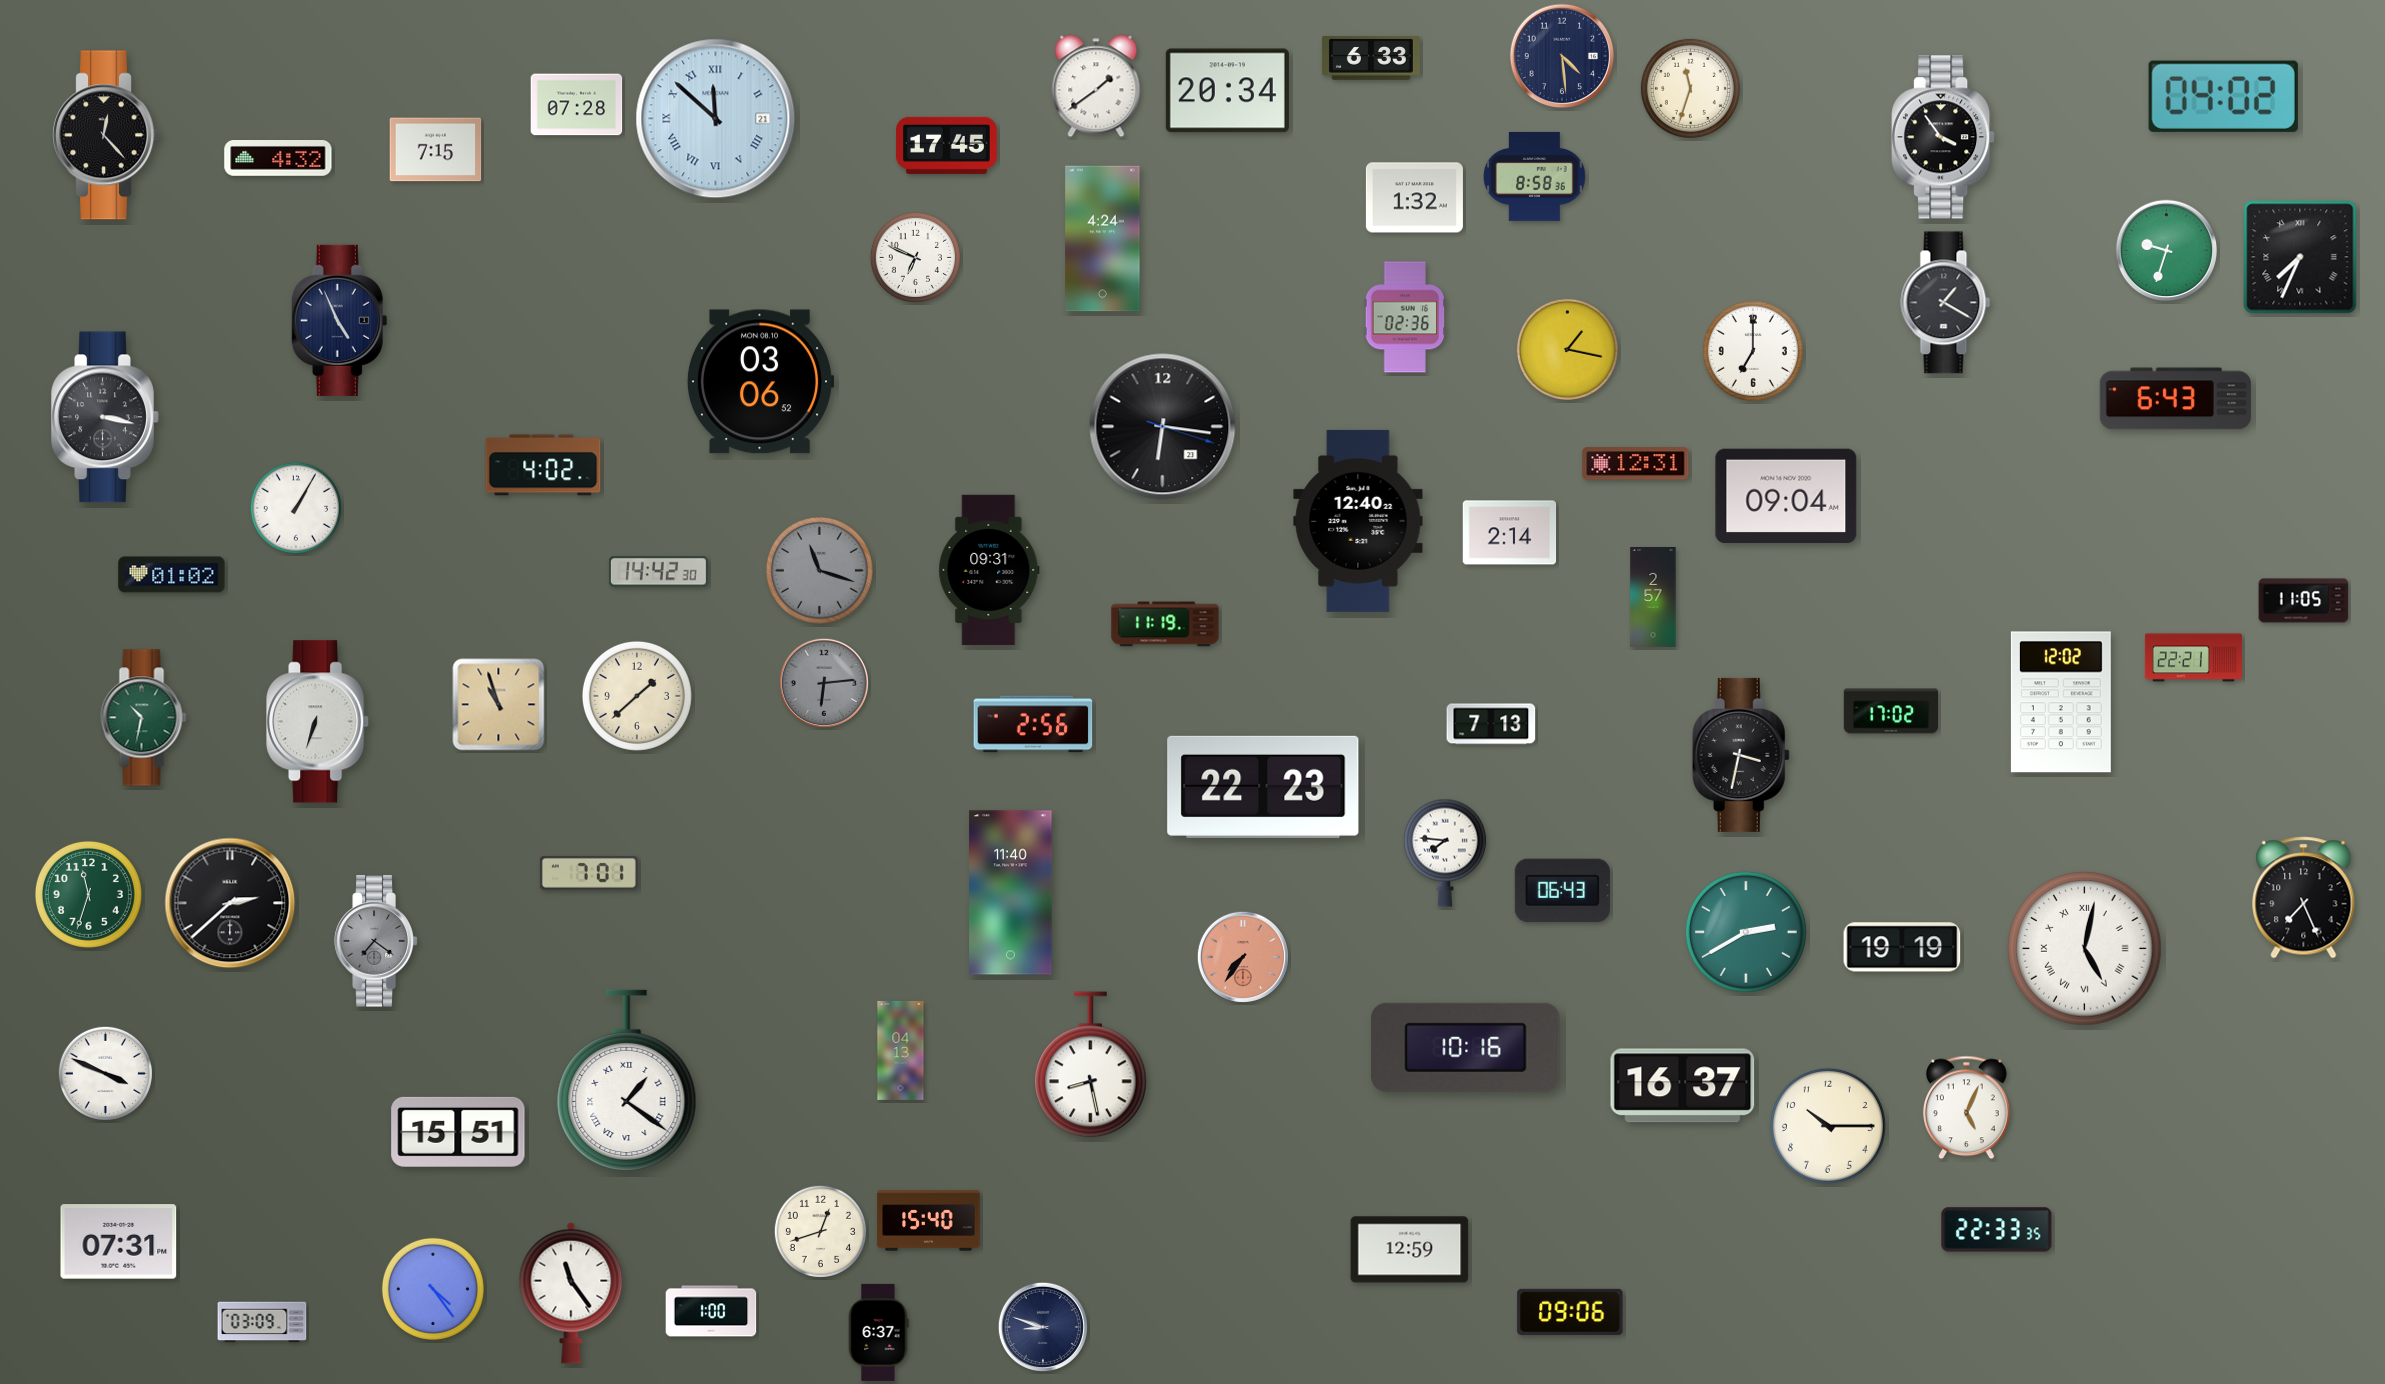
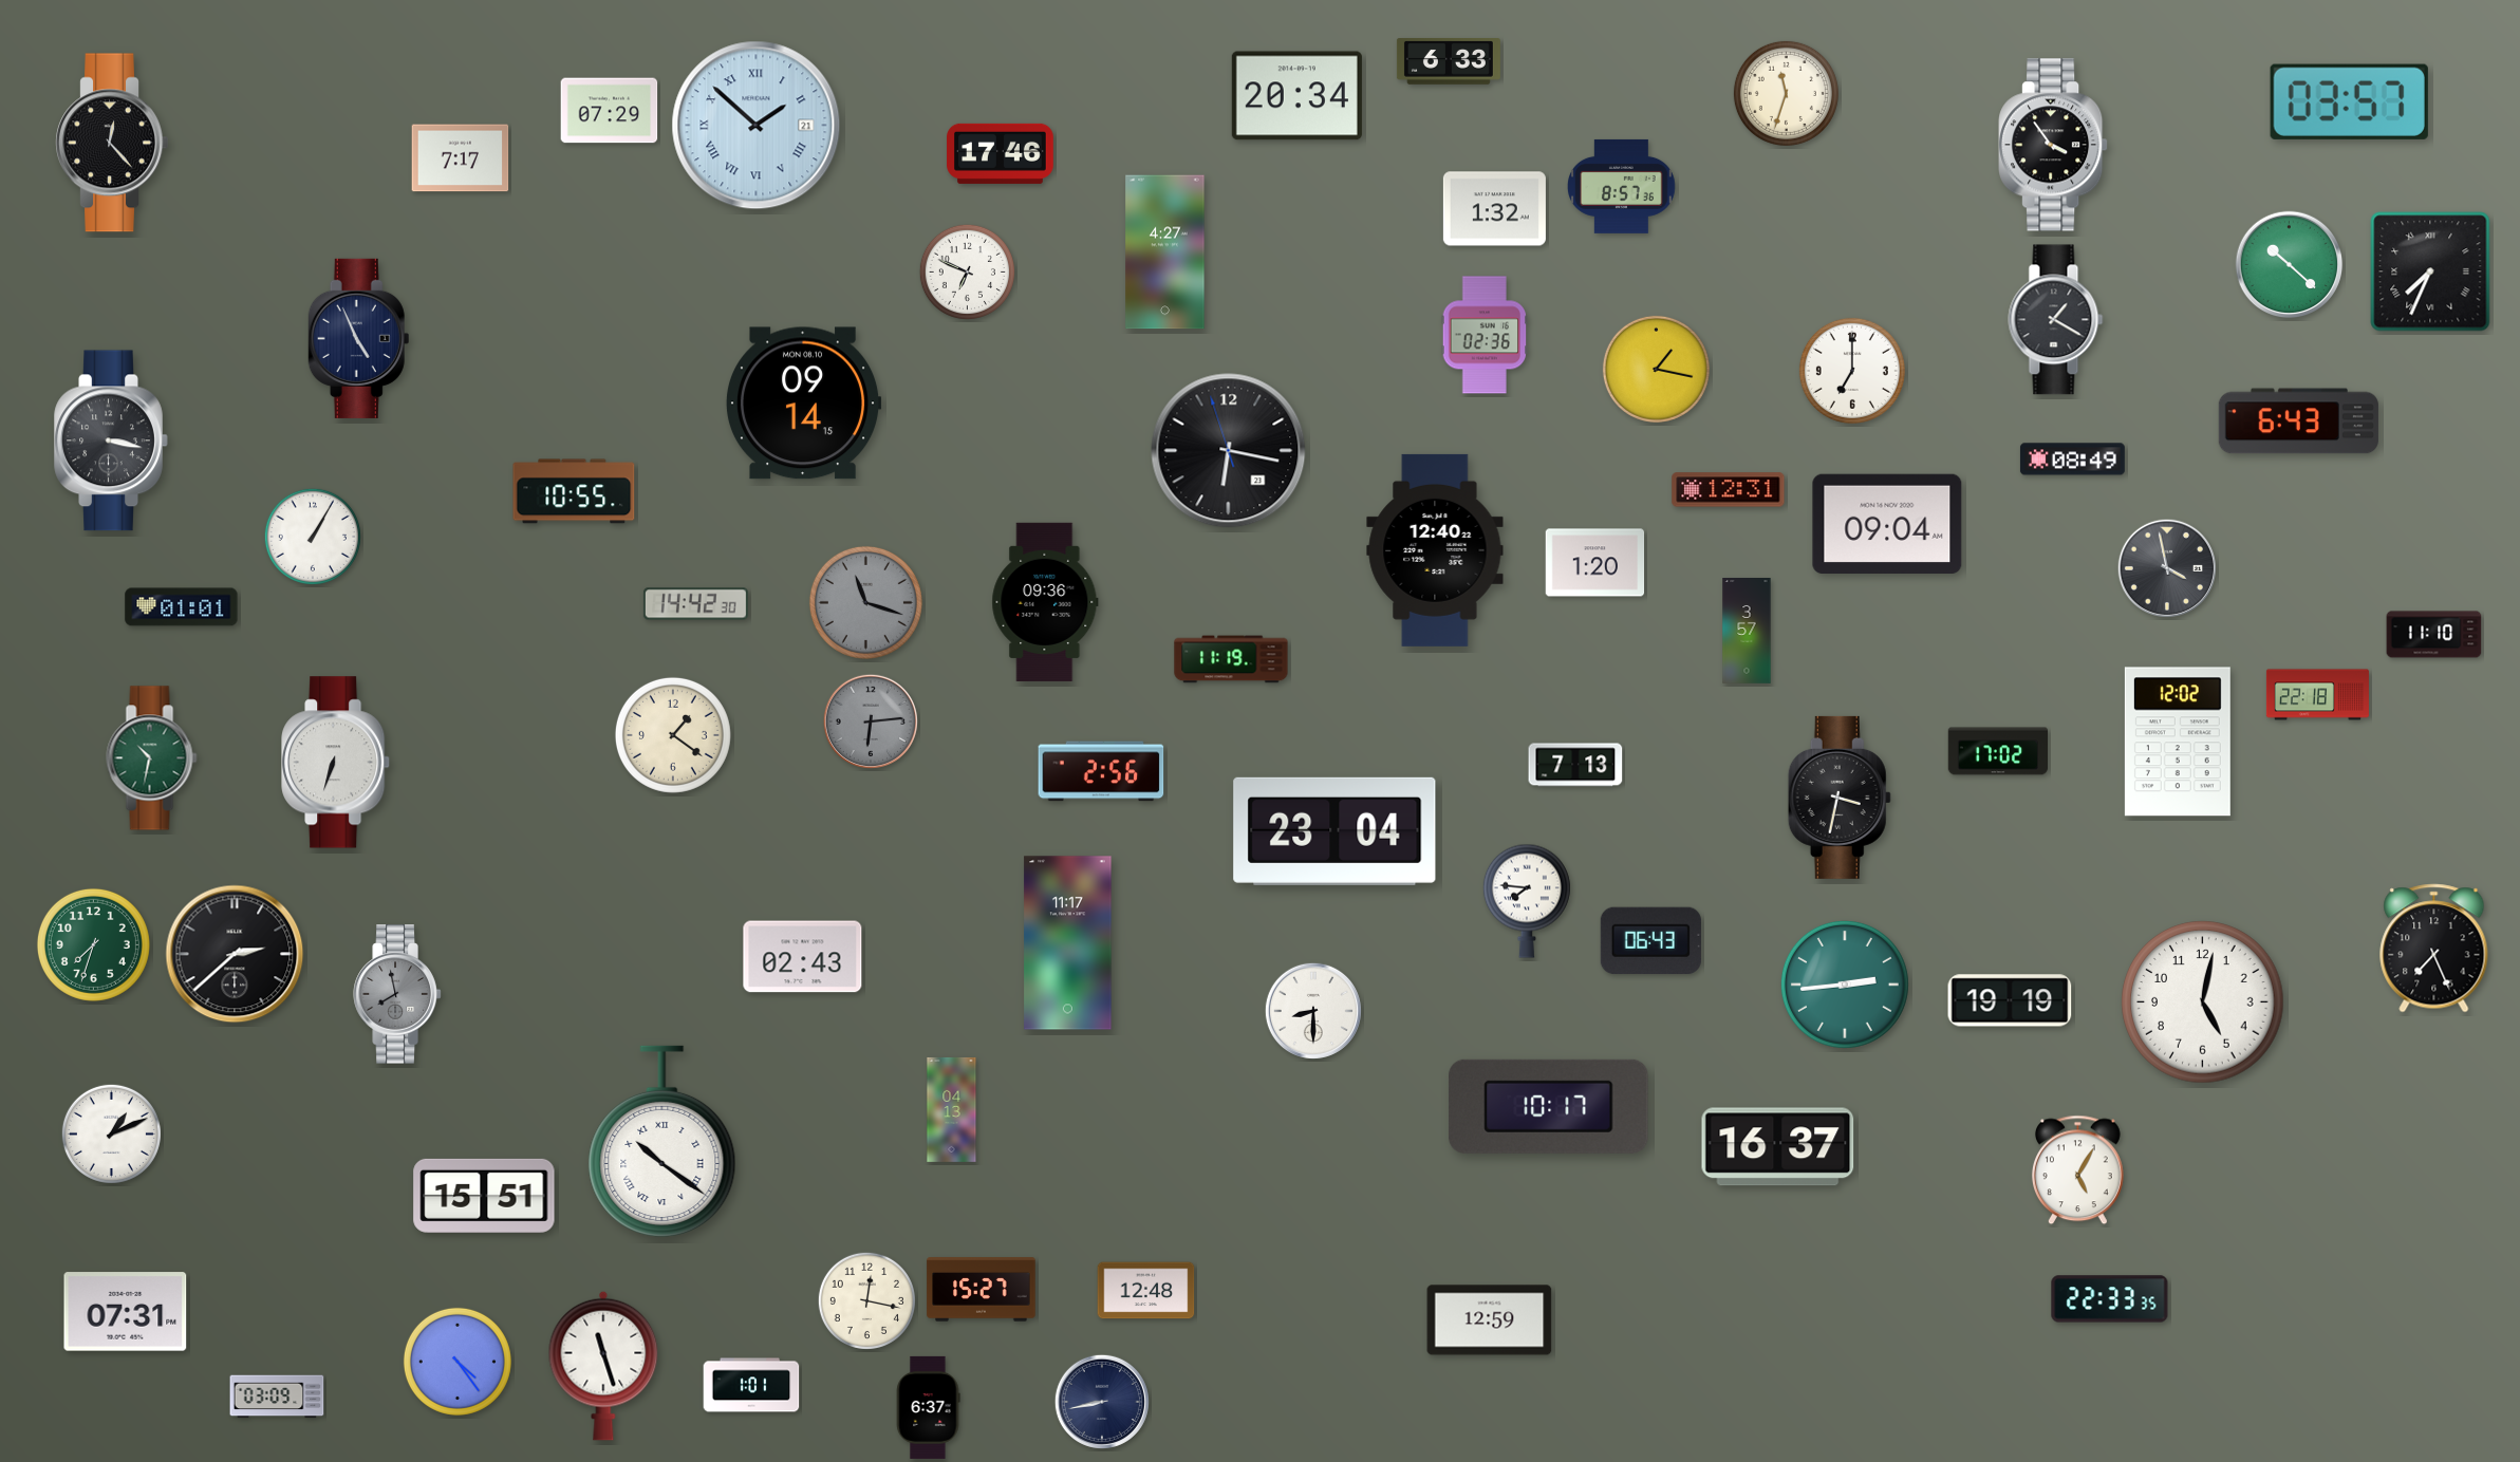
clock at (1562, 56): 4:29 -> none
clock at (1096, 86): 1:39 -> none
clock at (2223, 96): 04:02 -> 03:57
clock at (577, 105): 07:28 -> 07:29
clock at (716, 119): 11:52 -> 1:52
clock at (947, 145): 17:45 -> 17:46
clock at (436, 150): 7:15 -> 7:17
clock at (278, 159): 4:32 -> none
clock at (1535, 176): 8:58 -> 8:57
clock at (1103, 239): 4:24 -> 4:27
clock at (2167, 251): 9:33 -> 10:22
clock at (760, 382): 03:06 -> 09:14
clock at (1163, 427): 6:16:18 -> 6:16:57
clock at (2072, 460): none -> 08:49
clock at (543, 465): 4:02 -> 10:55
clock at (1510, 533): 2:14 -> 1:20
clock at (2166, 567): none -> 3:58
clock at (989, 570): 09:31 -> 09:36
clock at (172, 575): 01:02 -> 01:01
clock at (1653, 597): 2:57 -> 3:57
clock at (2304, 601): 11:05 -> 11:10
clock at (2193, 658): 22:21 -> 22:18
clock at (637, 696): 1:38 -> 1:21
clock at (499, 705): 10:57 -> none
clock at (1033, 724) position: (1033, 724) -> (1101, 771)
clock at (1263, 787): 22:23 -> 23:04
clock at (589, 873): 7:01 -> none
clock at (1011, 893): 11:40 -> 11:17
clock at (88, 894): 11:33 -> 7:33
clock at (230, 903) position: (230, 903) -> (235, 954)
clock at (803, 957): none -> 02:43
clock at (1746, 932): 2:40 -> 2:44
clock at (376, 941): 7:21 -> 7:58
clock at (2085, 949) numerals: Roman -> Arabic
clock at (1243, 957): 7:36 -> 8:30
clock at (1243, 957) dial: salmon -> white
clock at (1466, 1047): 10:16 -> 10:17
clock at (1091, 1065): 8:28 -> none
clock at (105, 1073): 3:49 -> 1:11
clock at (627, 1081): 1:21 -> 10:21
clock at (1966, 1108): 5:04 -> 5:05
clock at (1828, 1126): 10:15 -> none
clock at (929, 1221): 15:40 -> 15:27
clock at (1146, 1291): none -> 12:48
clock at (820, 1231): 12:42 -> 12:17
clock at (571, 1293): 11:24 -> 11:27
clock at (711, 1311): 1:00 -> 1:01
clock at (1570, 1312): 09:06 -> none
clock at (1043, 1327): 8:48 -> 8:43
